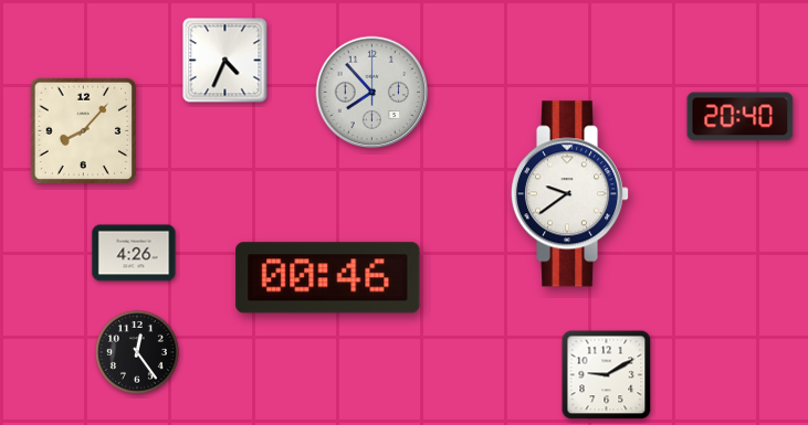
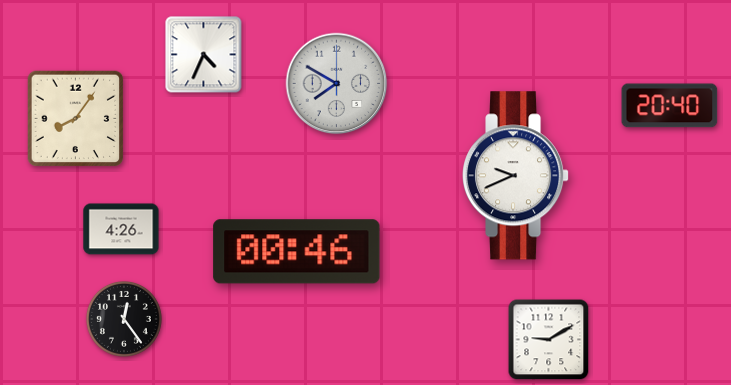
clock at (372, 93): 7:53 -> 7:50
clock at (84, 131): 8:07 -> 8:06
clock at (571, 194): 9:39 -> 9:41
